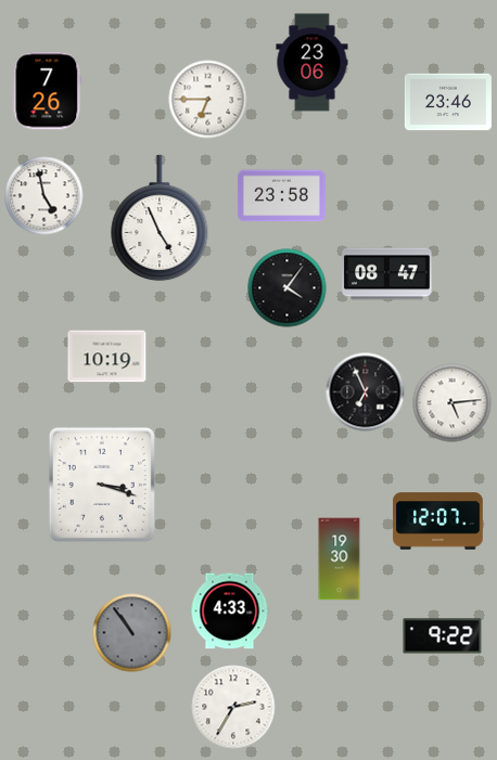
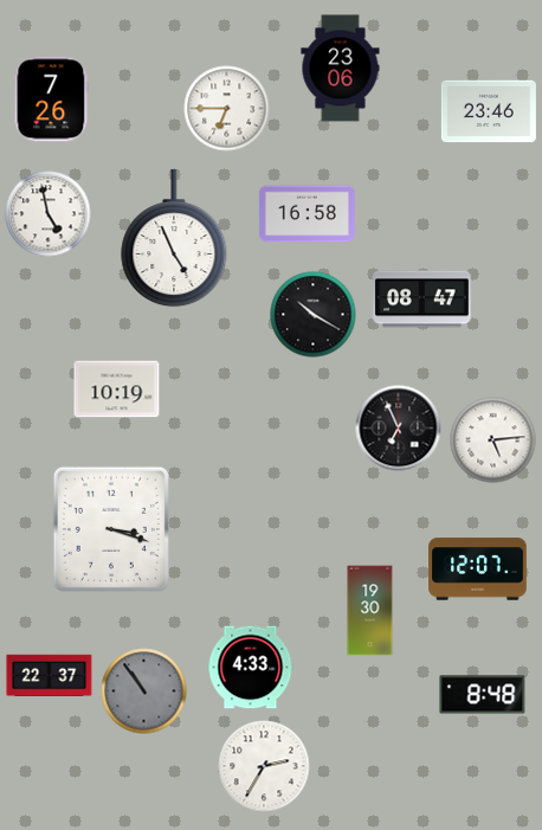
clock at (281, 196): 23:58 -> 16:58
clock at (288, 288): 4:06 -> 10:20
clock at (50, 676): none -> 22:37
clock at (443, 636): 9:22 -> 8:48
clock at (233, 707) position: (233, 707) -> (264, 766)
